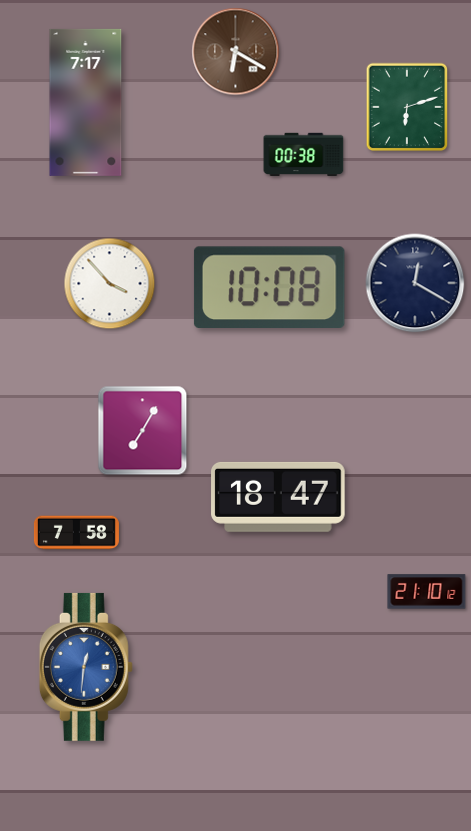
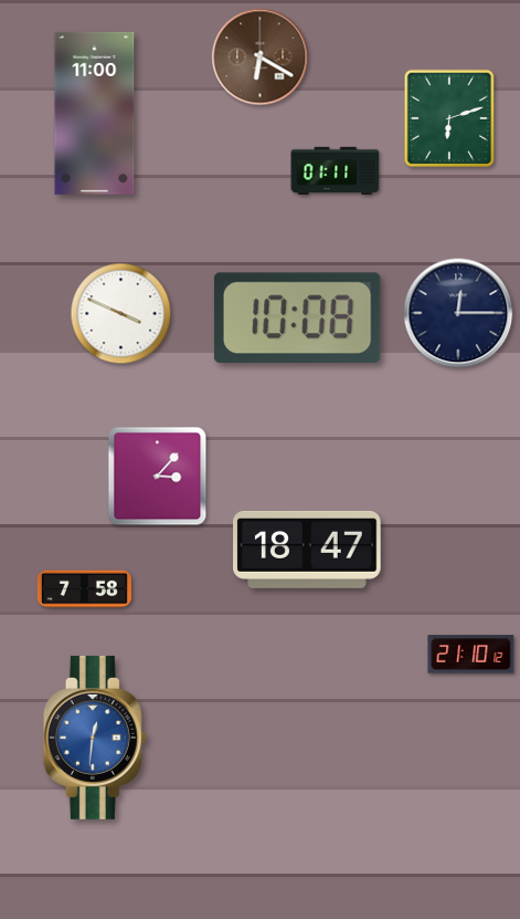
clock at (86, 102): 7:17 -> 11:00
clock at (304, 154): 00:38 -> 01:11
clock at (415, 283): 12:20 -> 12:15
clock at (110, 284): 3:53 -> 3:49
clock at (143, 431): 7:05 -> 3:07
